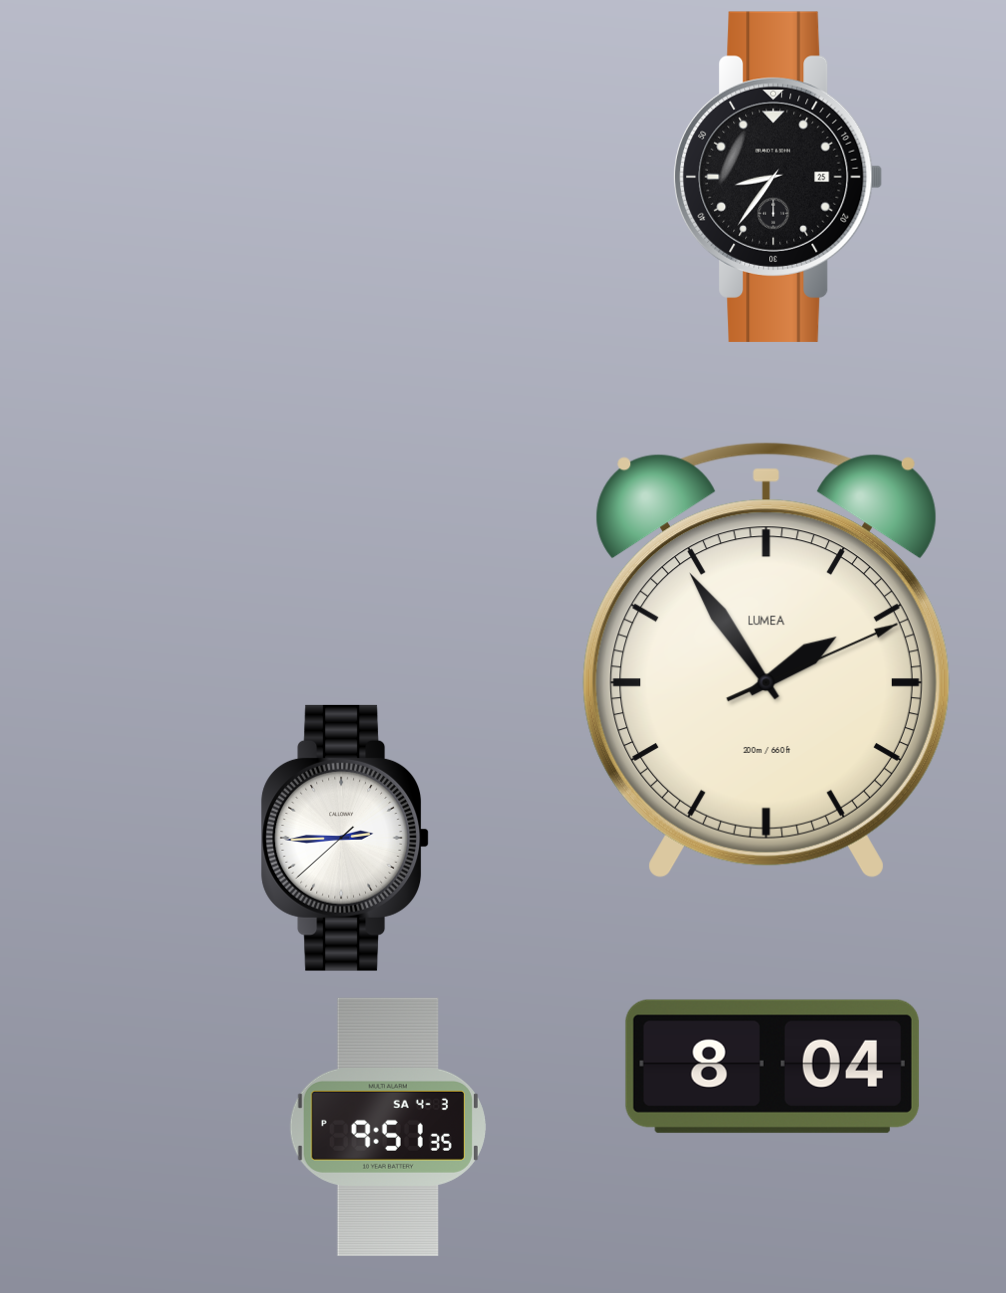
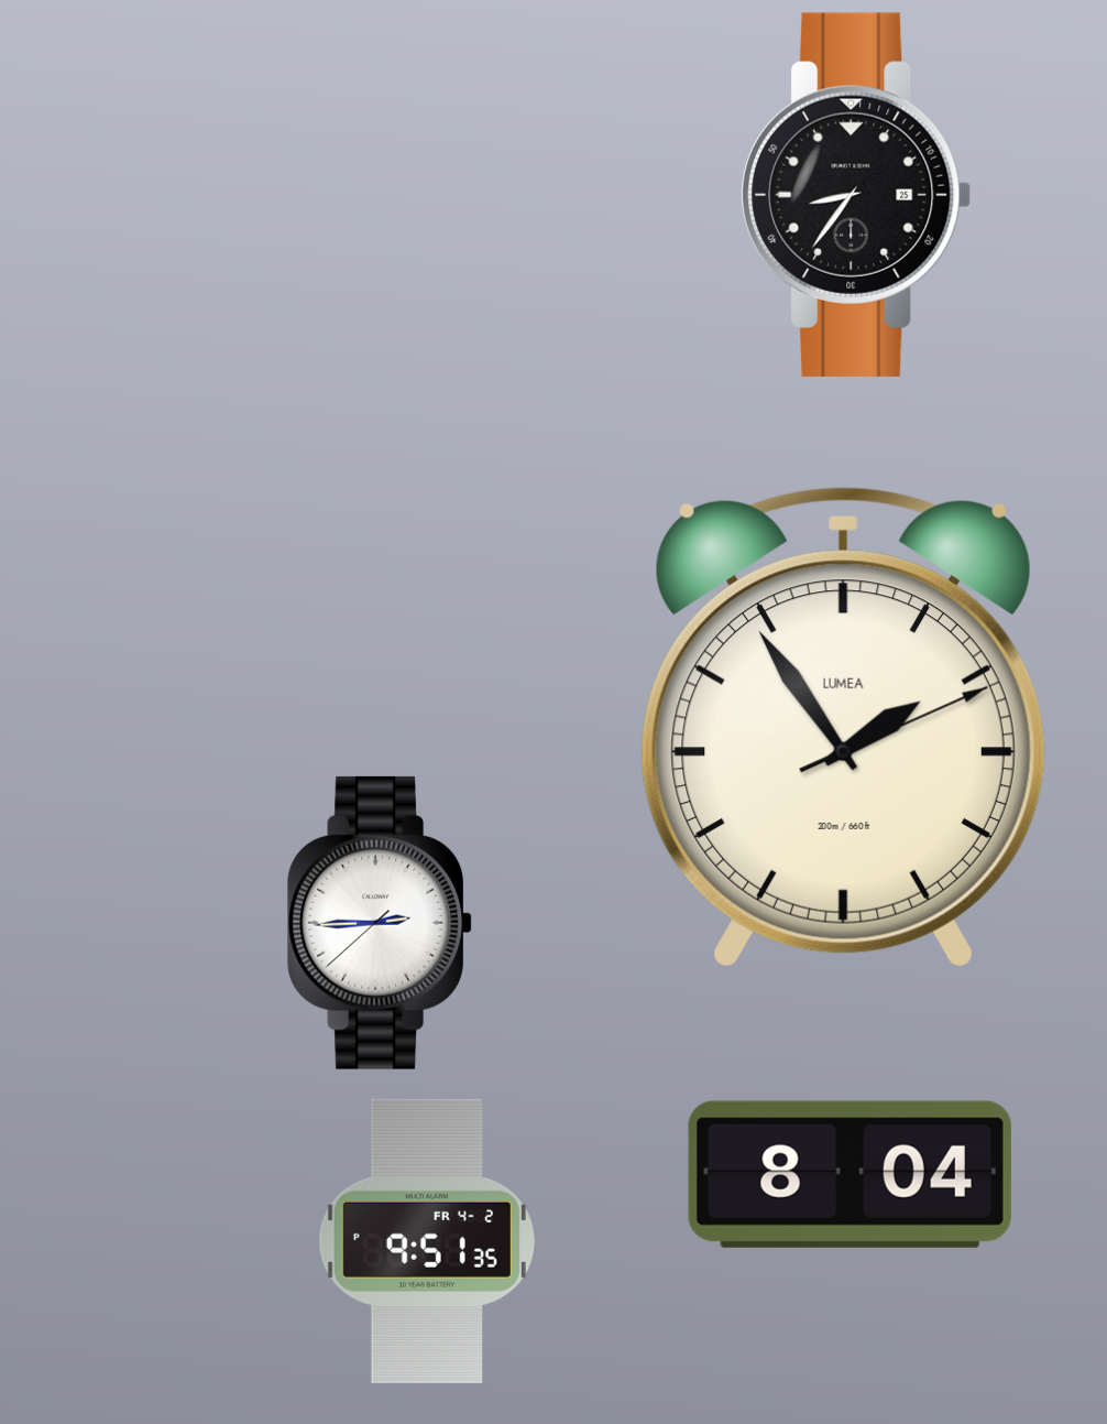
clock at (388, 1127) date: SA 4-3 -> FR 4-2
